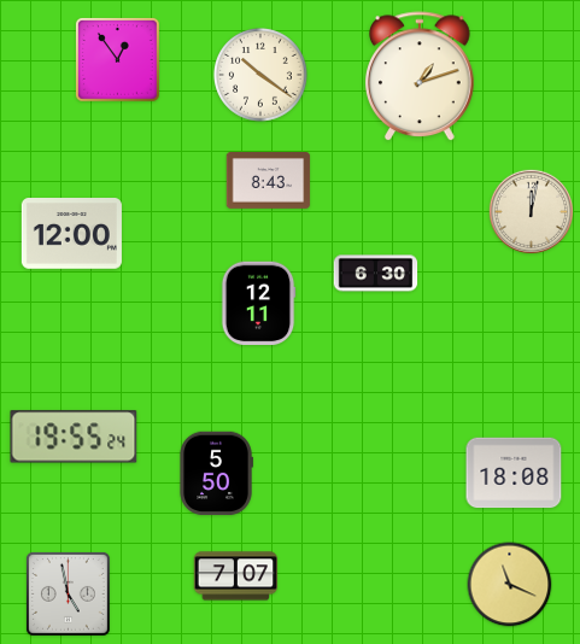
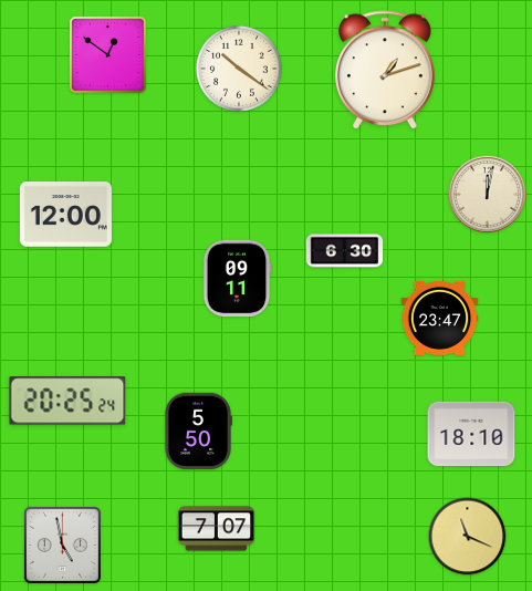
clock at (117, 59): 12:54 -> 12:51
clock at (269, 181): 8:43 -> none
clock at (258, 304): 12:11 -> 09:11
clock at (440, 318): none -> 23:47
clock at (74, 437): 19:55 -> 20:25
clock at (514, 473): 18:08 -> 18:10
clock at (216, 474) position: (216, 474) -> (198, 432)
